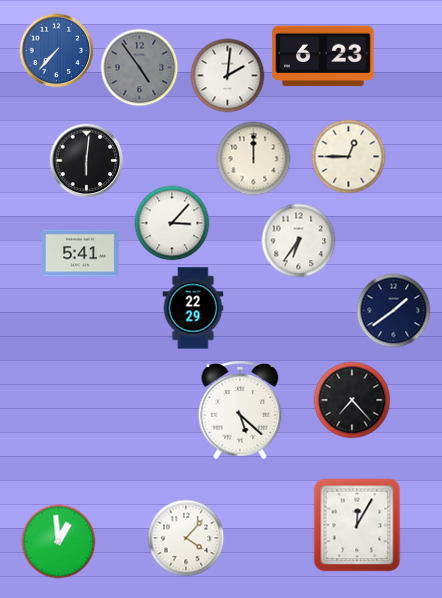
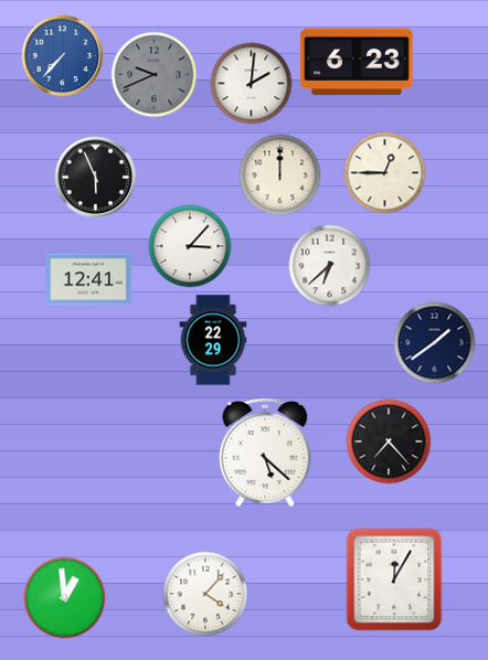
clock at (140, 68): 4:54 -> 9:41
clock at (87, 161): 6:01 -> 5:56
clock at (299, 241): 6:36 -> 6:38
clock at (80, 253): 5:41 -> 12:41
